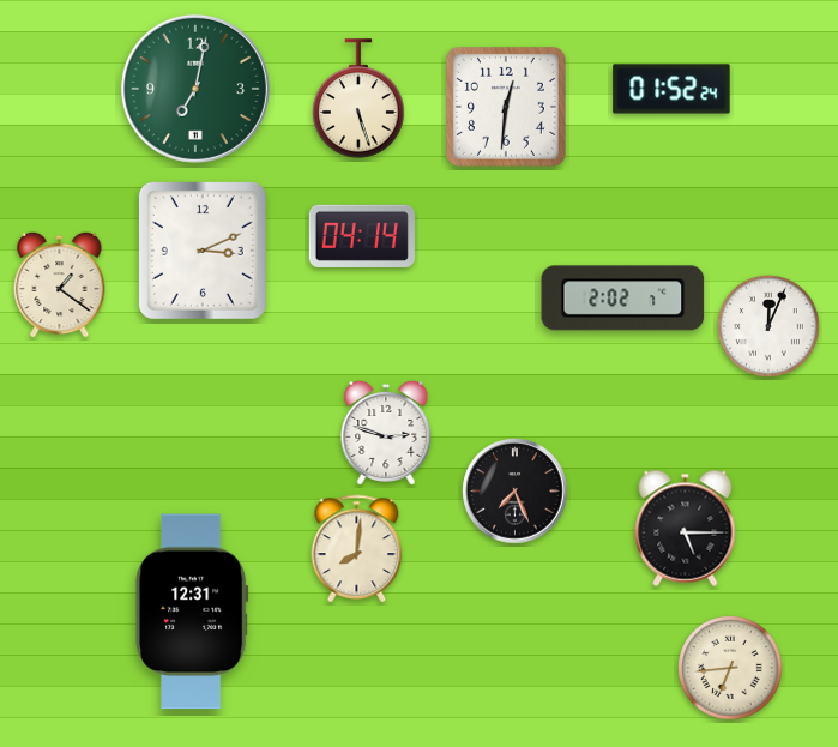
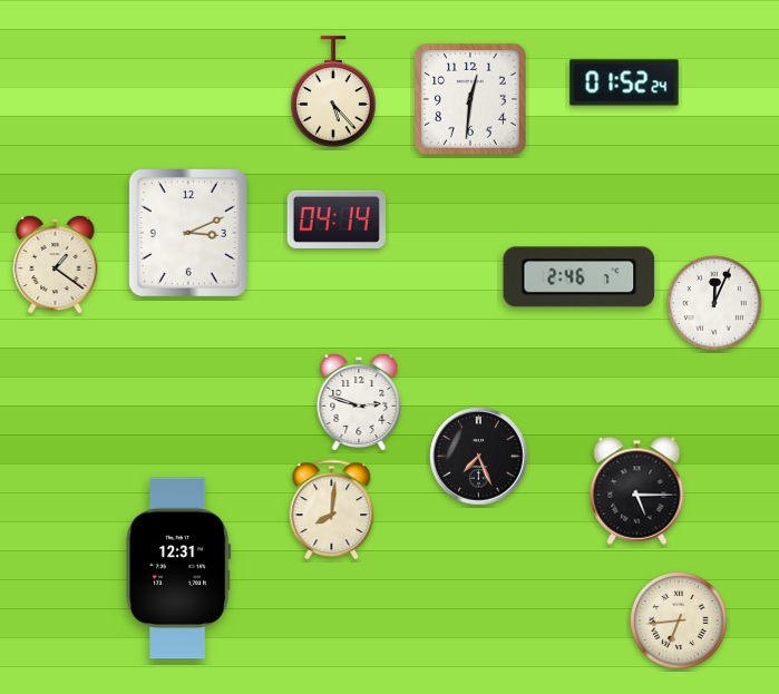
clock at (195, 89): 7:02 -> none
clock at (358, 98): 5:27 -> 5:23
clock at (623, 299): 2:02 -> 2:46
